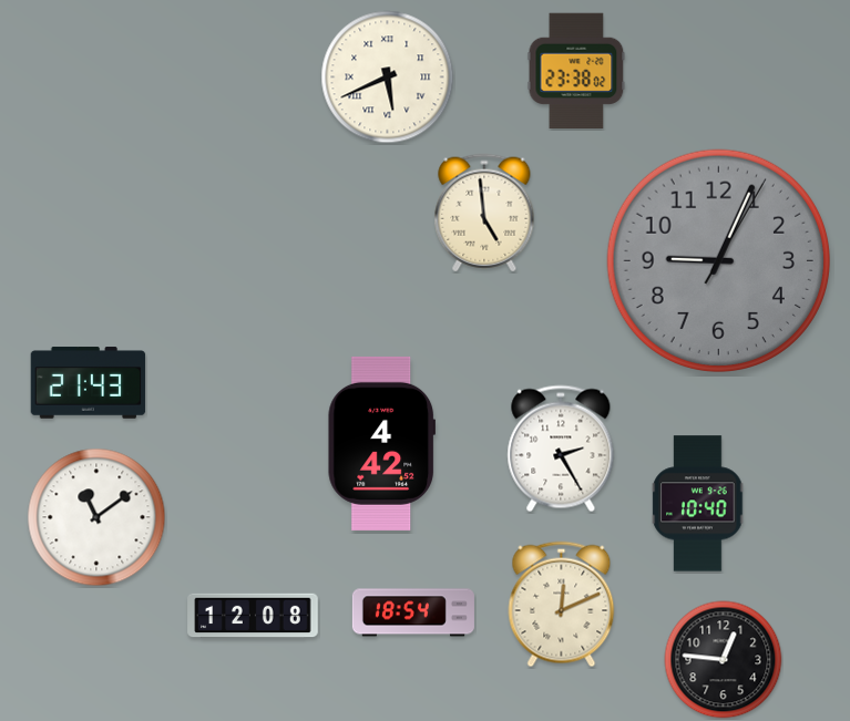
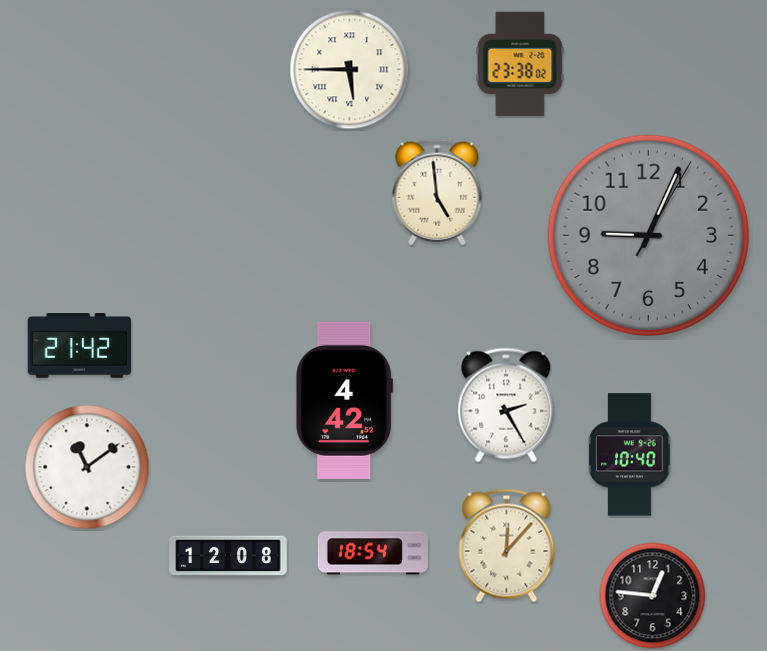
clock at (388, 78): 5:41 -> 5:45
clock at (89, 383): 21:43 -> 21:42
clock at (562, 605): 12:11 -> 12:07
